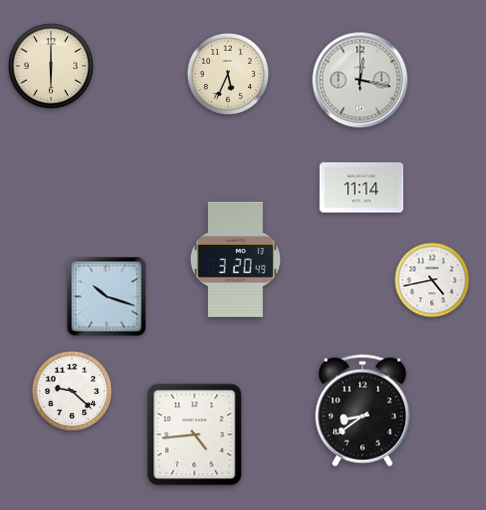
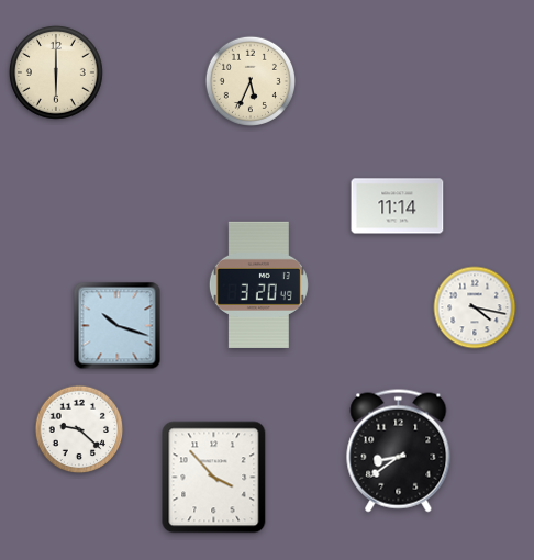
clock at (360, 80): 12:17 -> none
clock at (432, 280): 4:43 -> 4:17
clock at (195, 435): 4:44 -> 3:53
